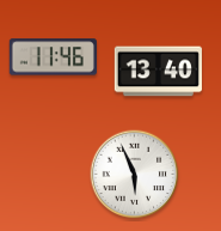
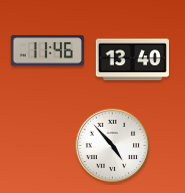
clock at (53, 57) position: (53, 57) -> (47, 51)
clock at (135, 175): 5:56 -> 4:53
